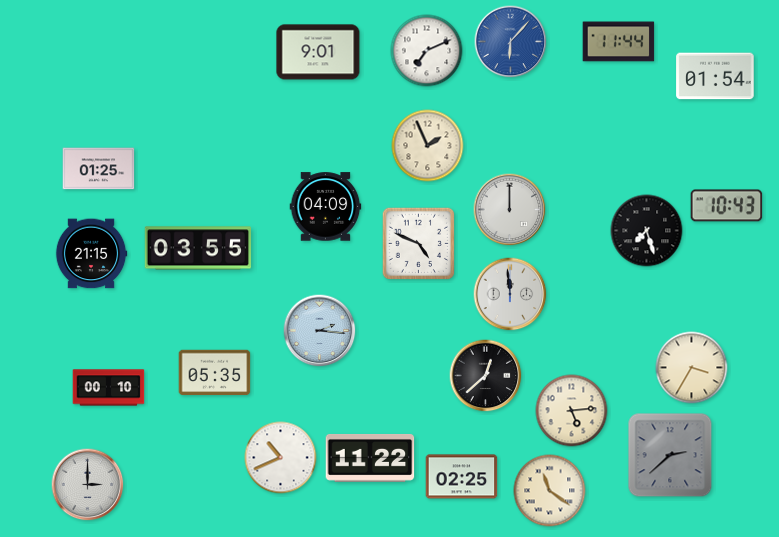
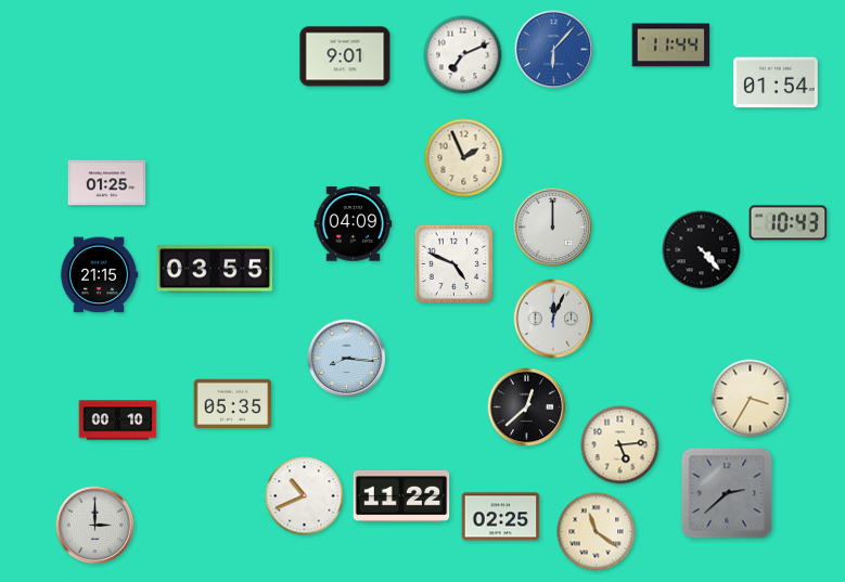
clock at (511, 42) position: (511, 42) -> (554, 50)
clock at (647, 231): 7:27 -> 4:23
clock at (510, 294): 11:59 -> 12:04
clock at (320, 331): 2:16 -> 8:16
